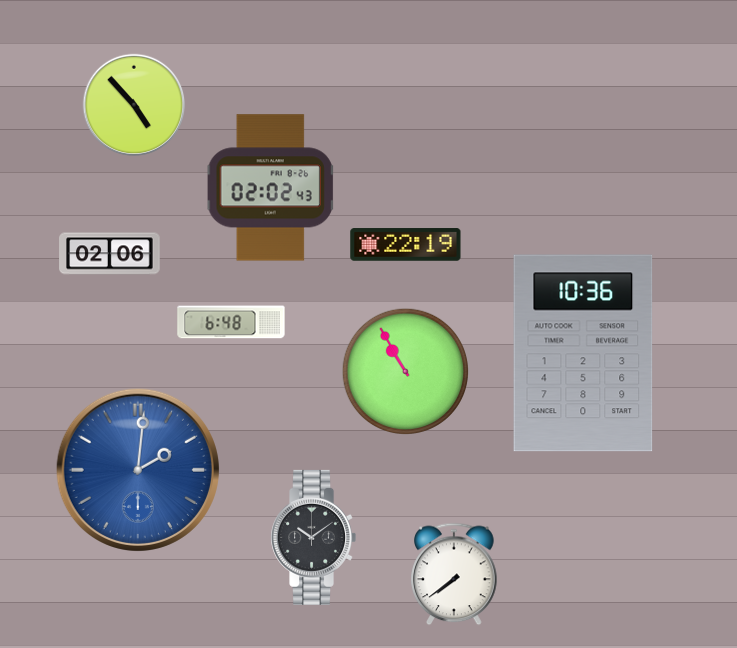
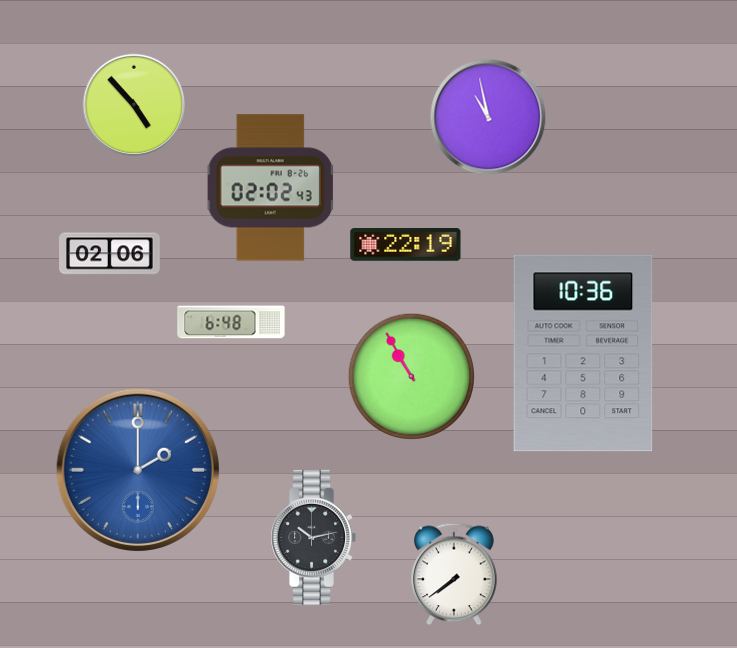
clock at (488, 117): none -> 10:58
clock at (405, 371) position: (405, 371) -> (411, 376)
clock at (138, 470): 2:01 -> 2:00
clock at (313, 537): 10:09 -> 10:13
